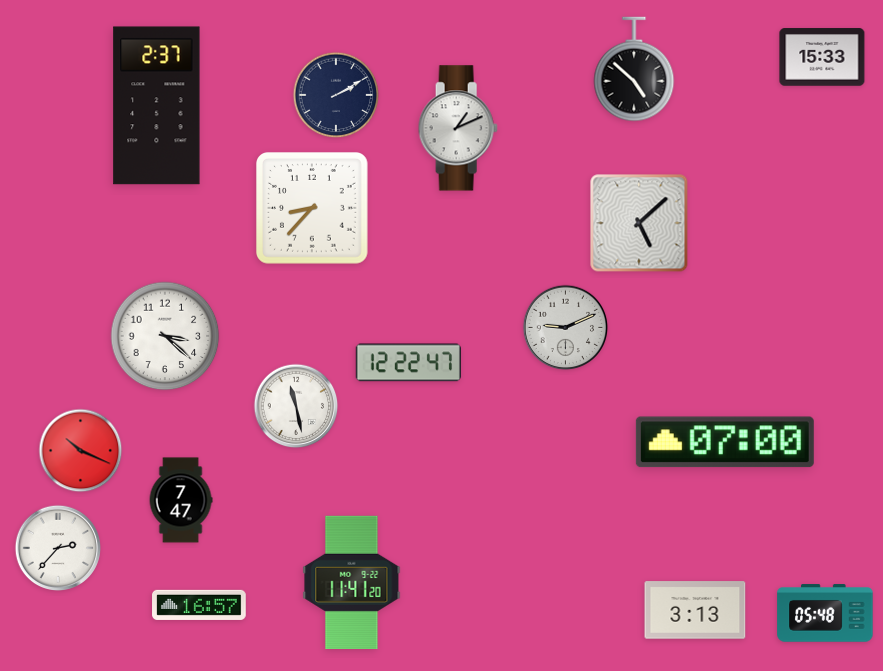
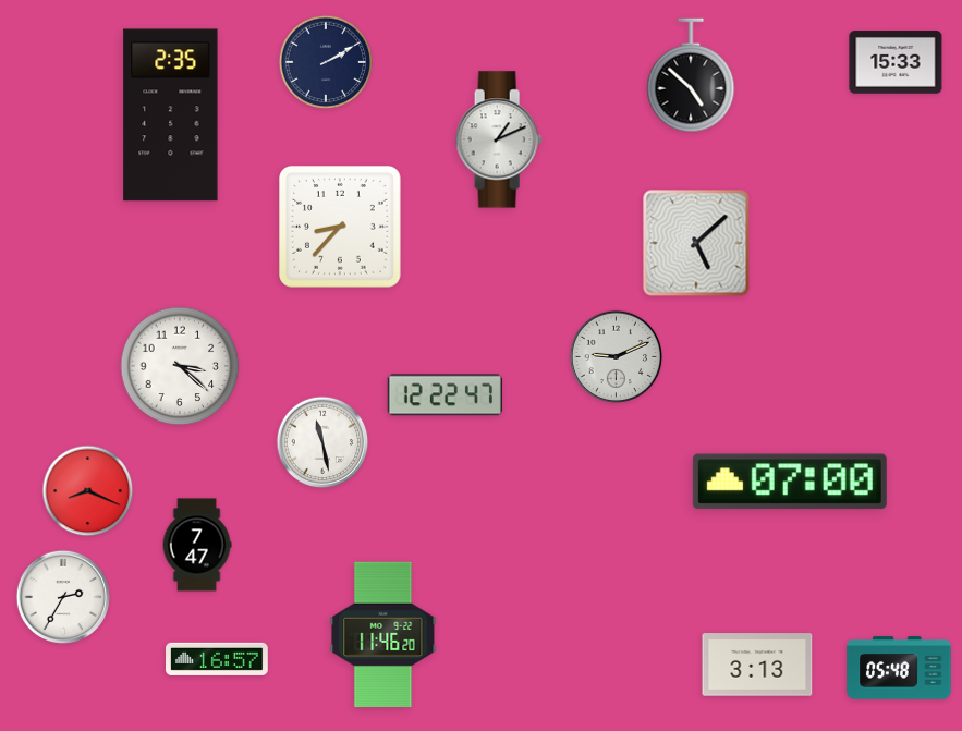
clock at (336, 95) position: (336, 95) -> (326, 62)
clock at (157, 106): 2:37 -> 2:35
clock at (81, 451): 10:19 -> 8:19
clock at (57, 547): 2:37 -> 2:35
clock at (352, 582): 11:41 -> 11:46
